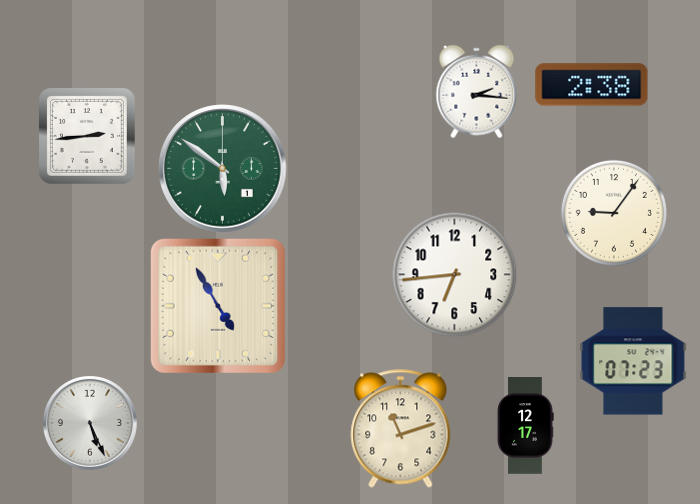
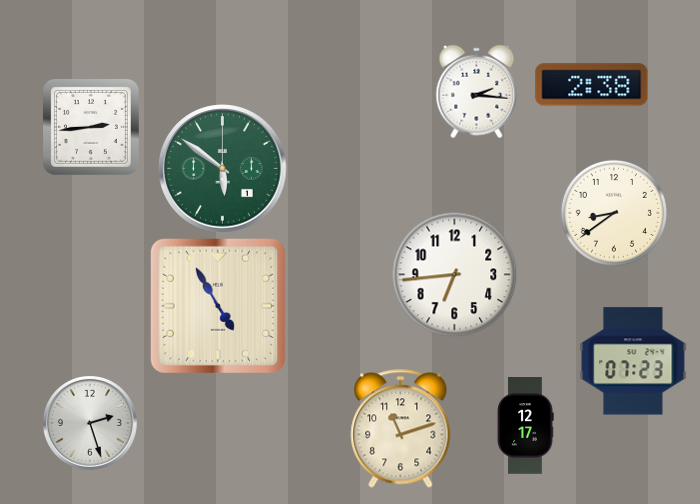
clock at (87, 136) position: (87, 136) -> (91, 127)
clock at (614, 213): 9:06 -> 8:39
clock at (90, 423): 5:26 -> 2:27
